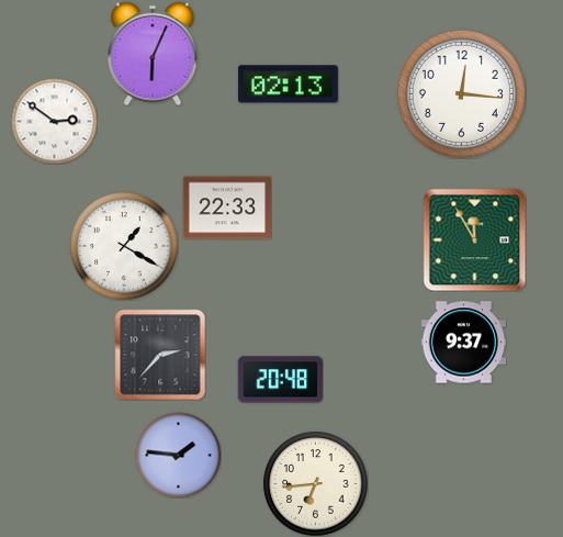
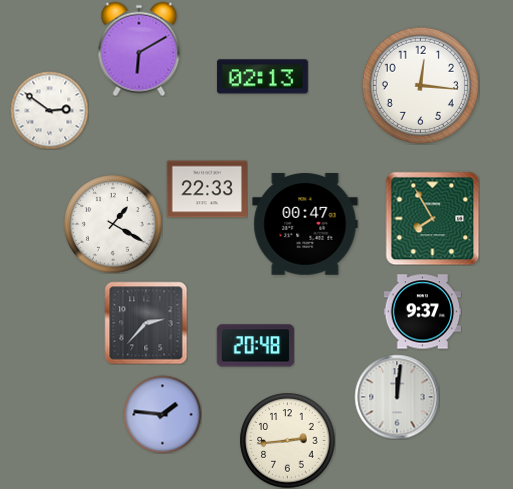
clock at (153, 54): 6:04 -> 6:10
clock at (474, 239): 11:55 -> 7:55
clock at (305, 224): none -> 00:47
clock at (397, 397): none -> 12:01
clock at (315, 483): 6:44 -> 2:44
